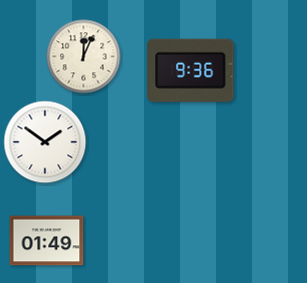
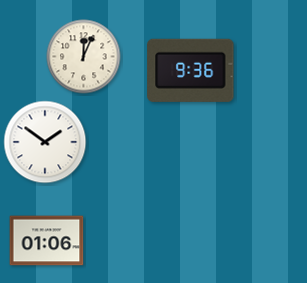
clock at (47, 241): 01:49 -> 01:06
